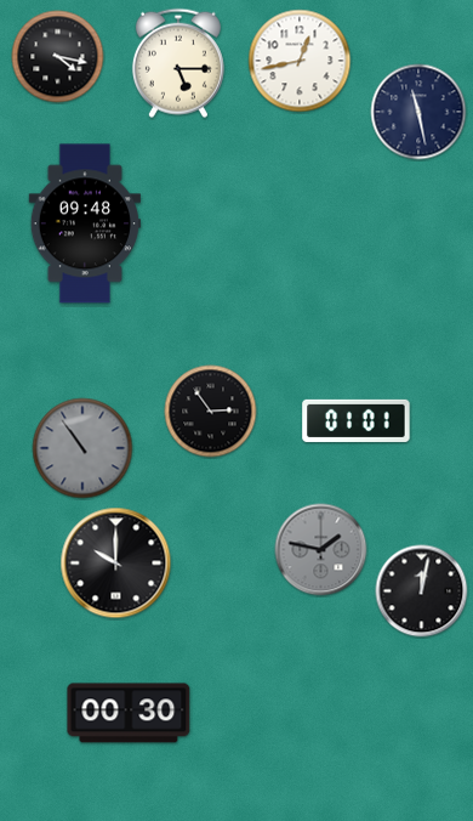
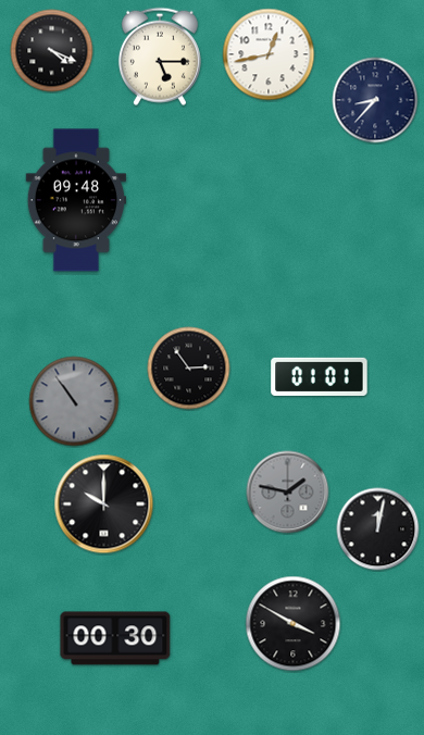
clock at (58, 57): 4:17 -> 4:19
clock at (418, 112): 11:28 -> 8:37
clock at (294, 624): none -> 3:50
